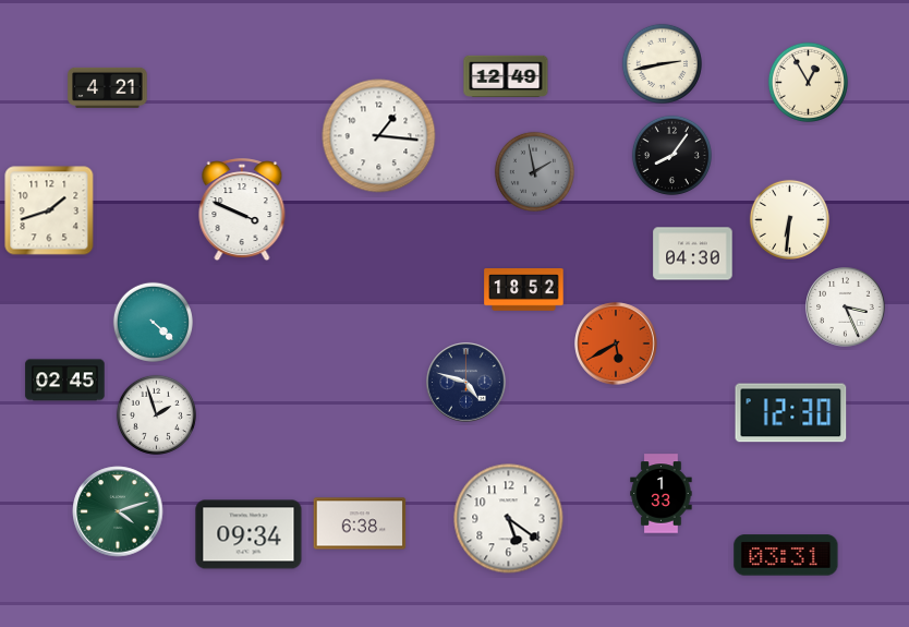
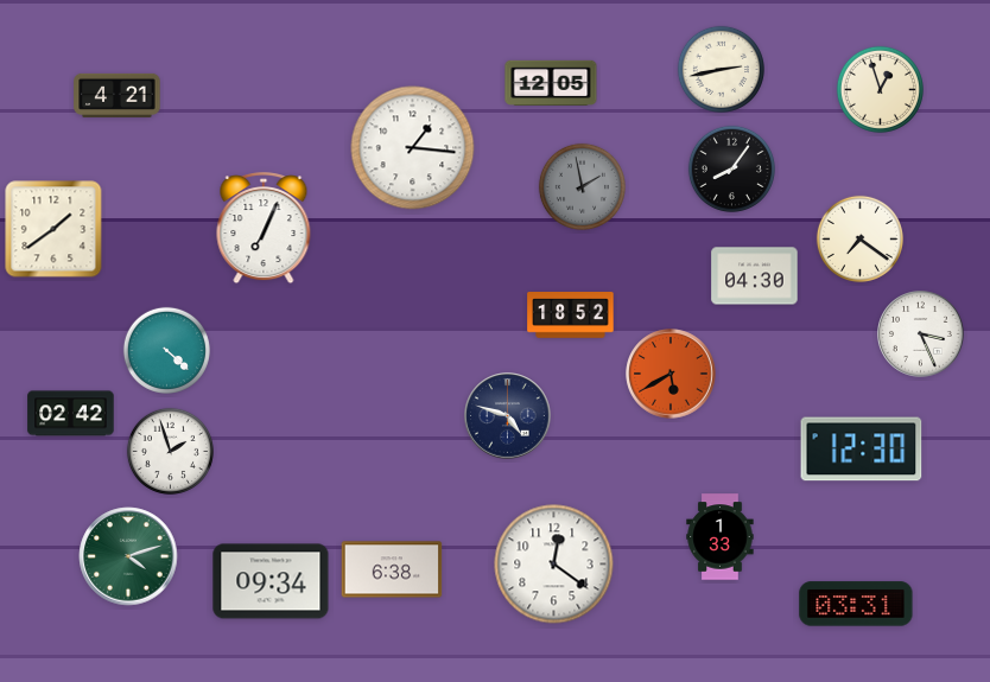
clock at (506, 76): 12:49 -> 12:05
clock at (808, 82): 12:55 -> 12:57
clock at (49, 210): 1:42 -> 1:39
clock at (242, 210): 3:49 -> 7:04
clock at (789, 219): 6:31 -> 7:21
clock at (65, 381): 02:45 -> 02:42
clock at (509, 519): 5:21 -> 12:21
